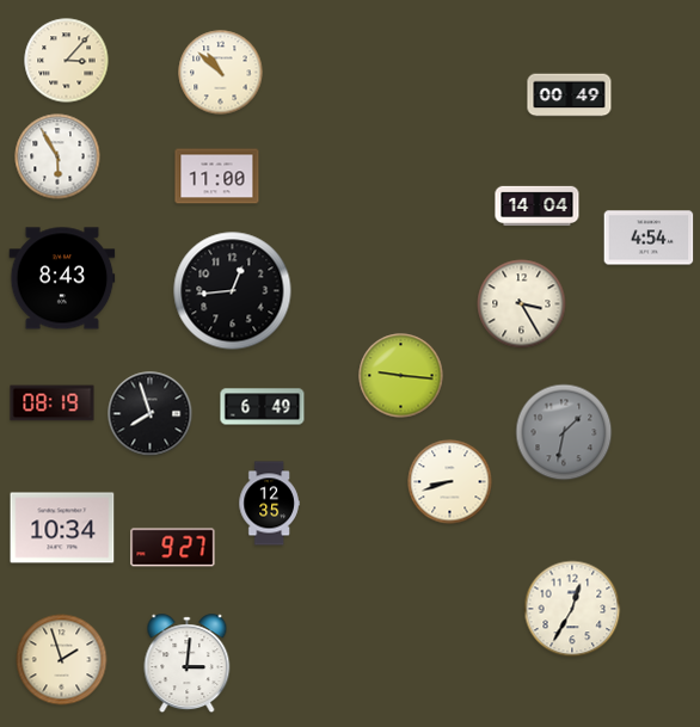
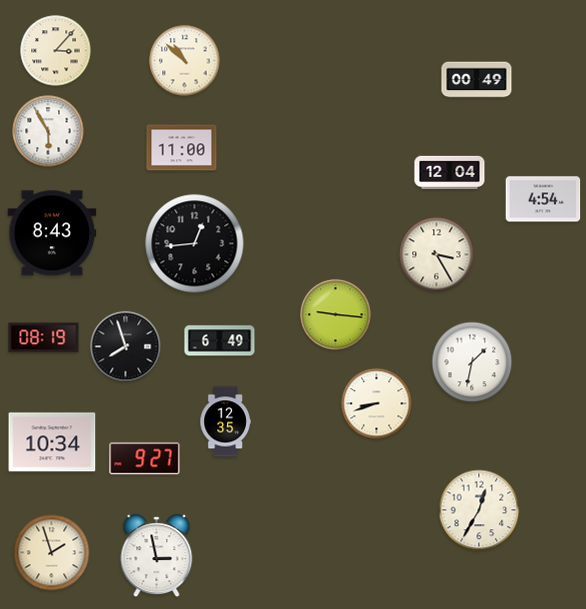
clock at (538, 207): 14:04 -> 12:04
clock at (564, 432) dial: grey -> white
clock at (188, 664): 3:01 -> 2:58
